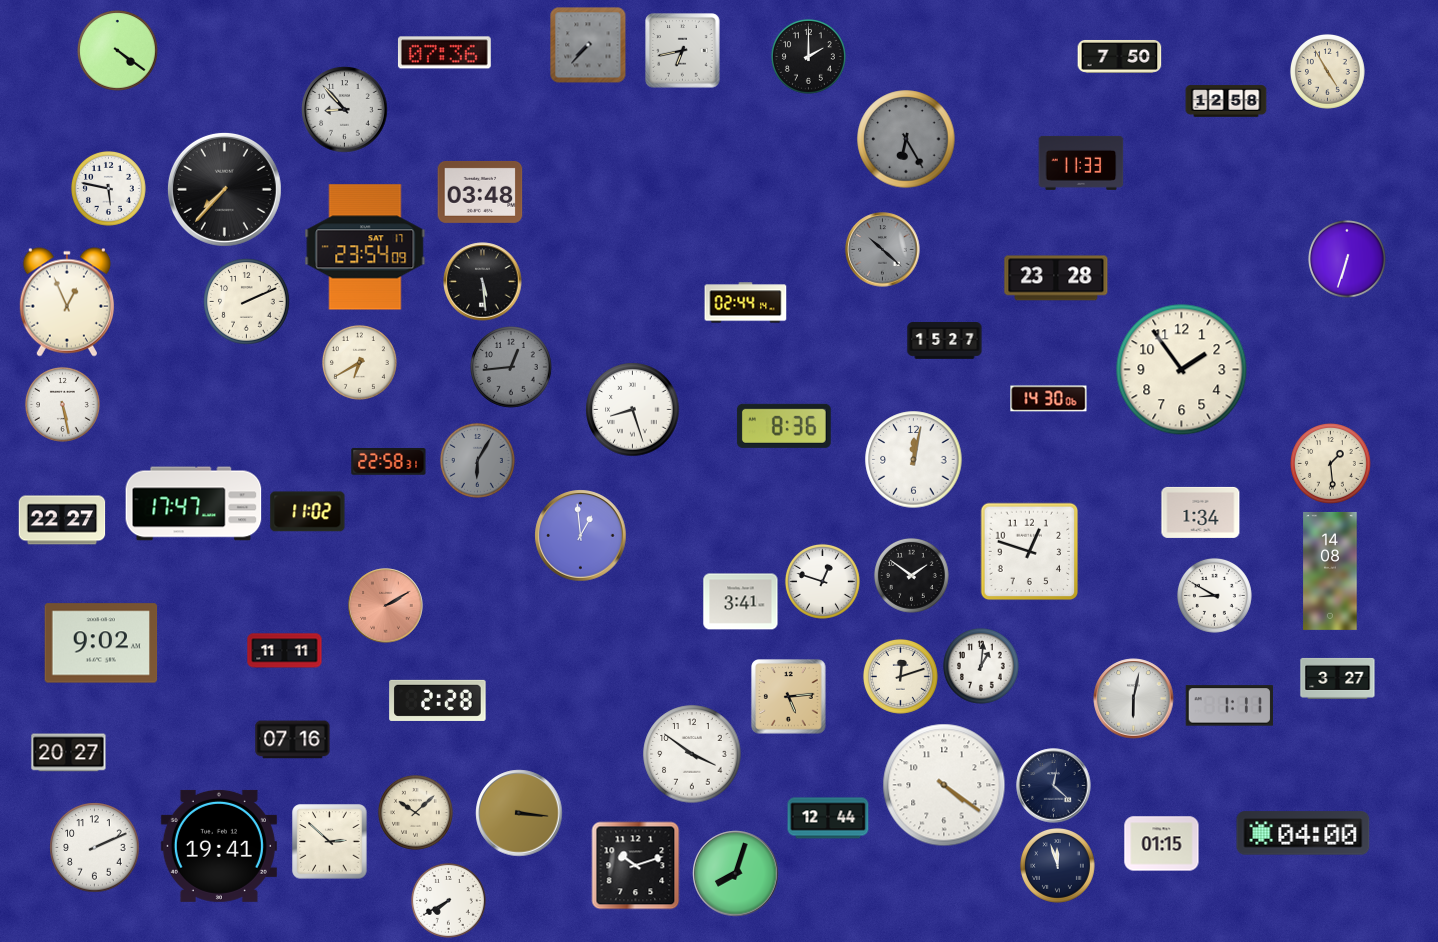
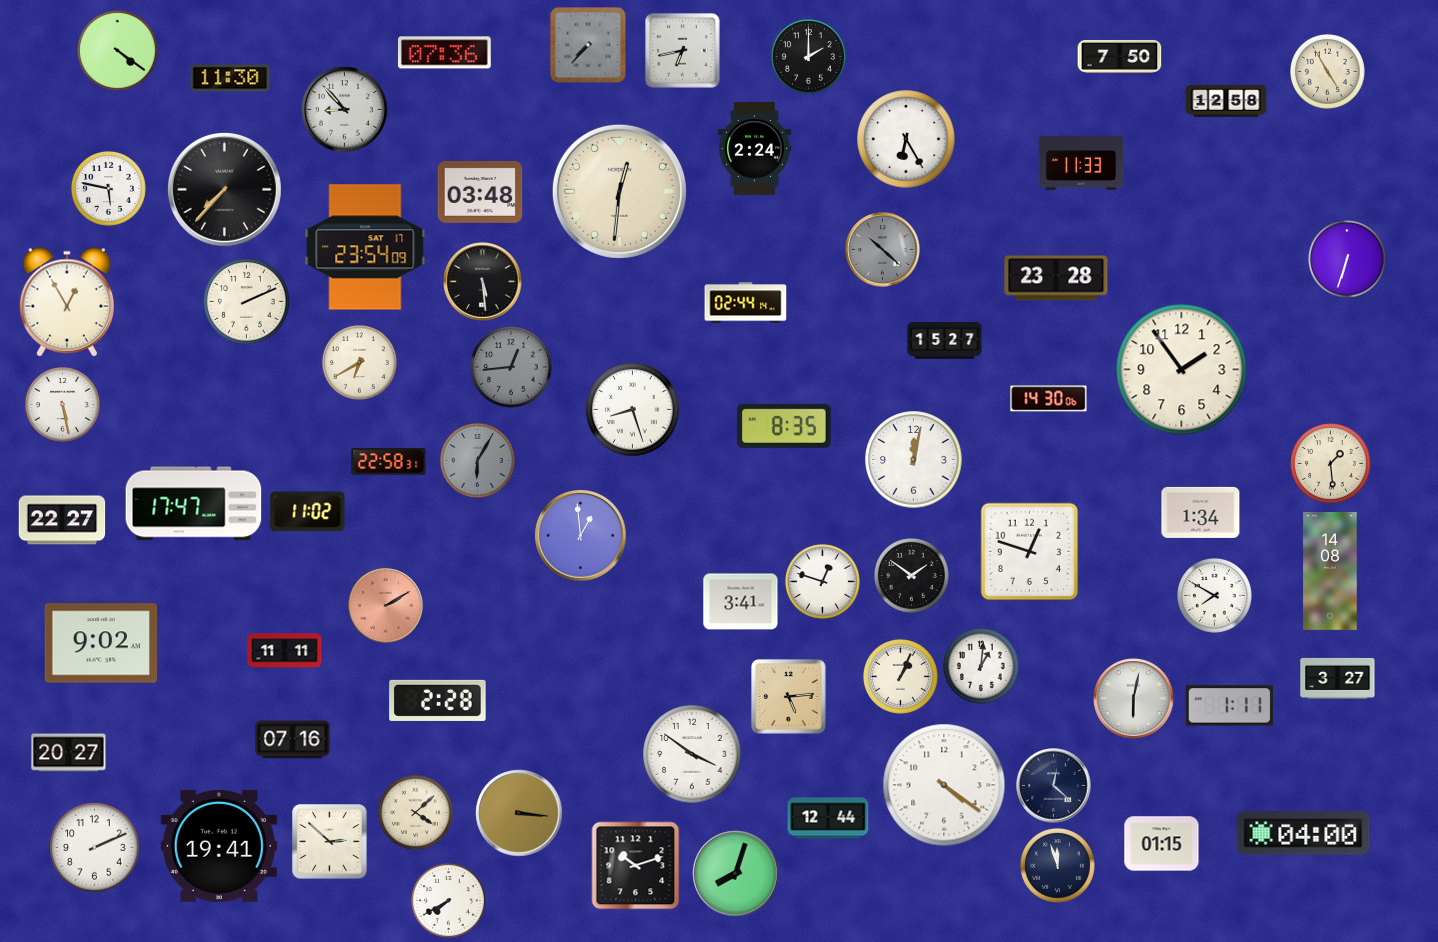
clock at (230, 78): none -> 11:30
clock at (906, 139) dial: grey -> white
clock at (754, 149): none -> 2:24
clock at (619, 191): none -> 12:31
clock at (67, 302): 12:56 -> 12:55
clock at (784, 426): 8:36 -> 8:35
clock at (1214, 595): 8:50 -> 7:50
clock at (900, 676): 12:12 -> 1:04
clock at (415, 812): 10:08 -> 4:08
